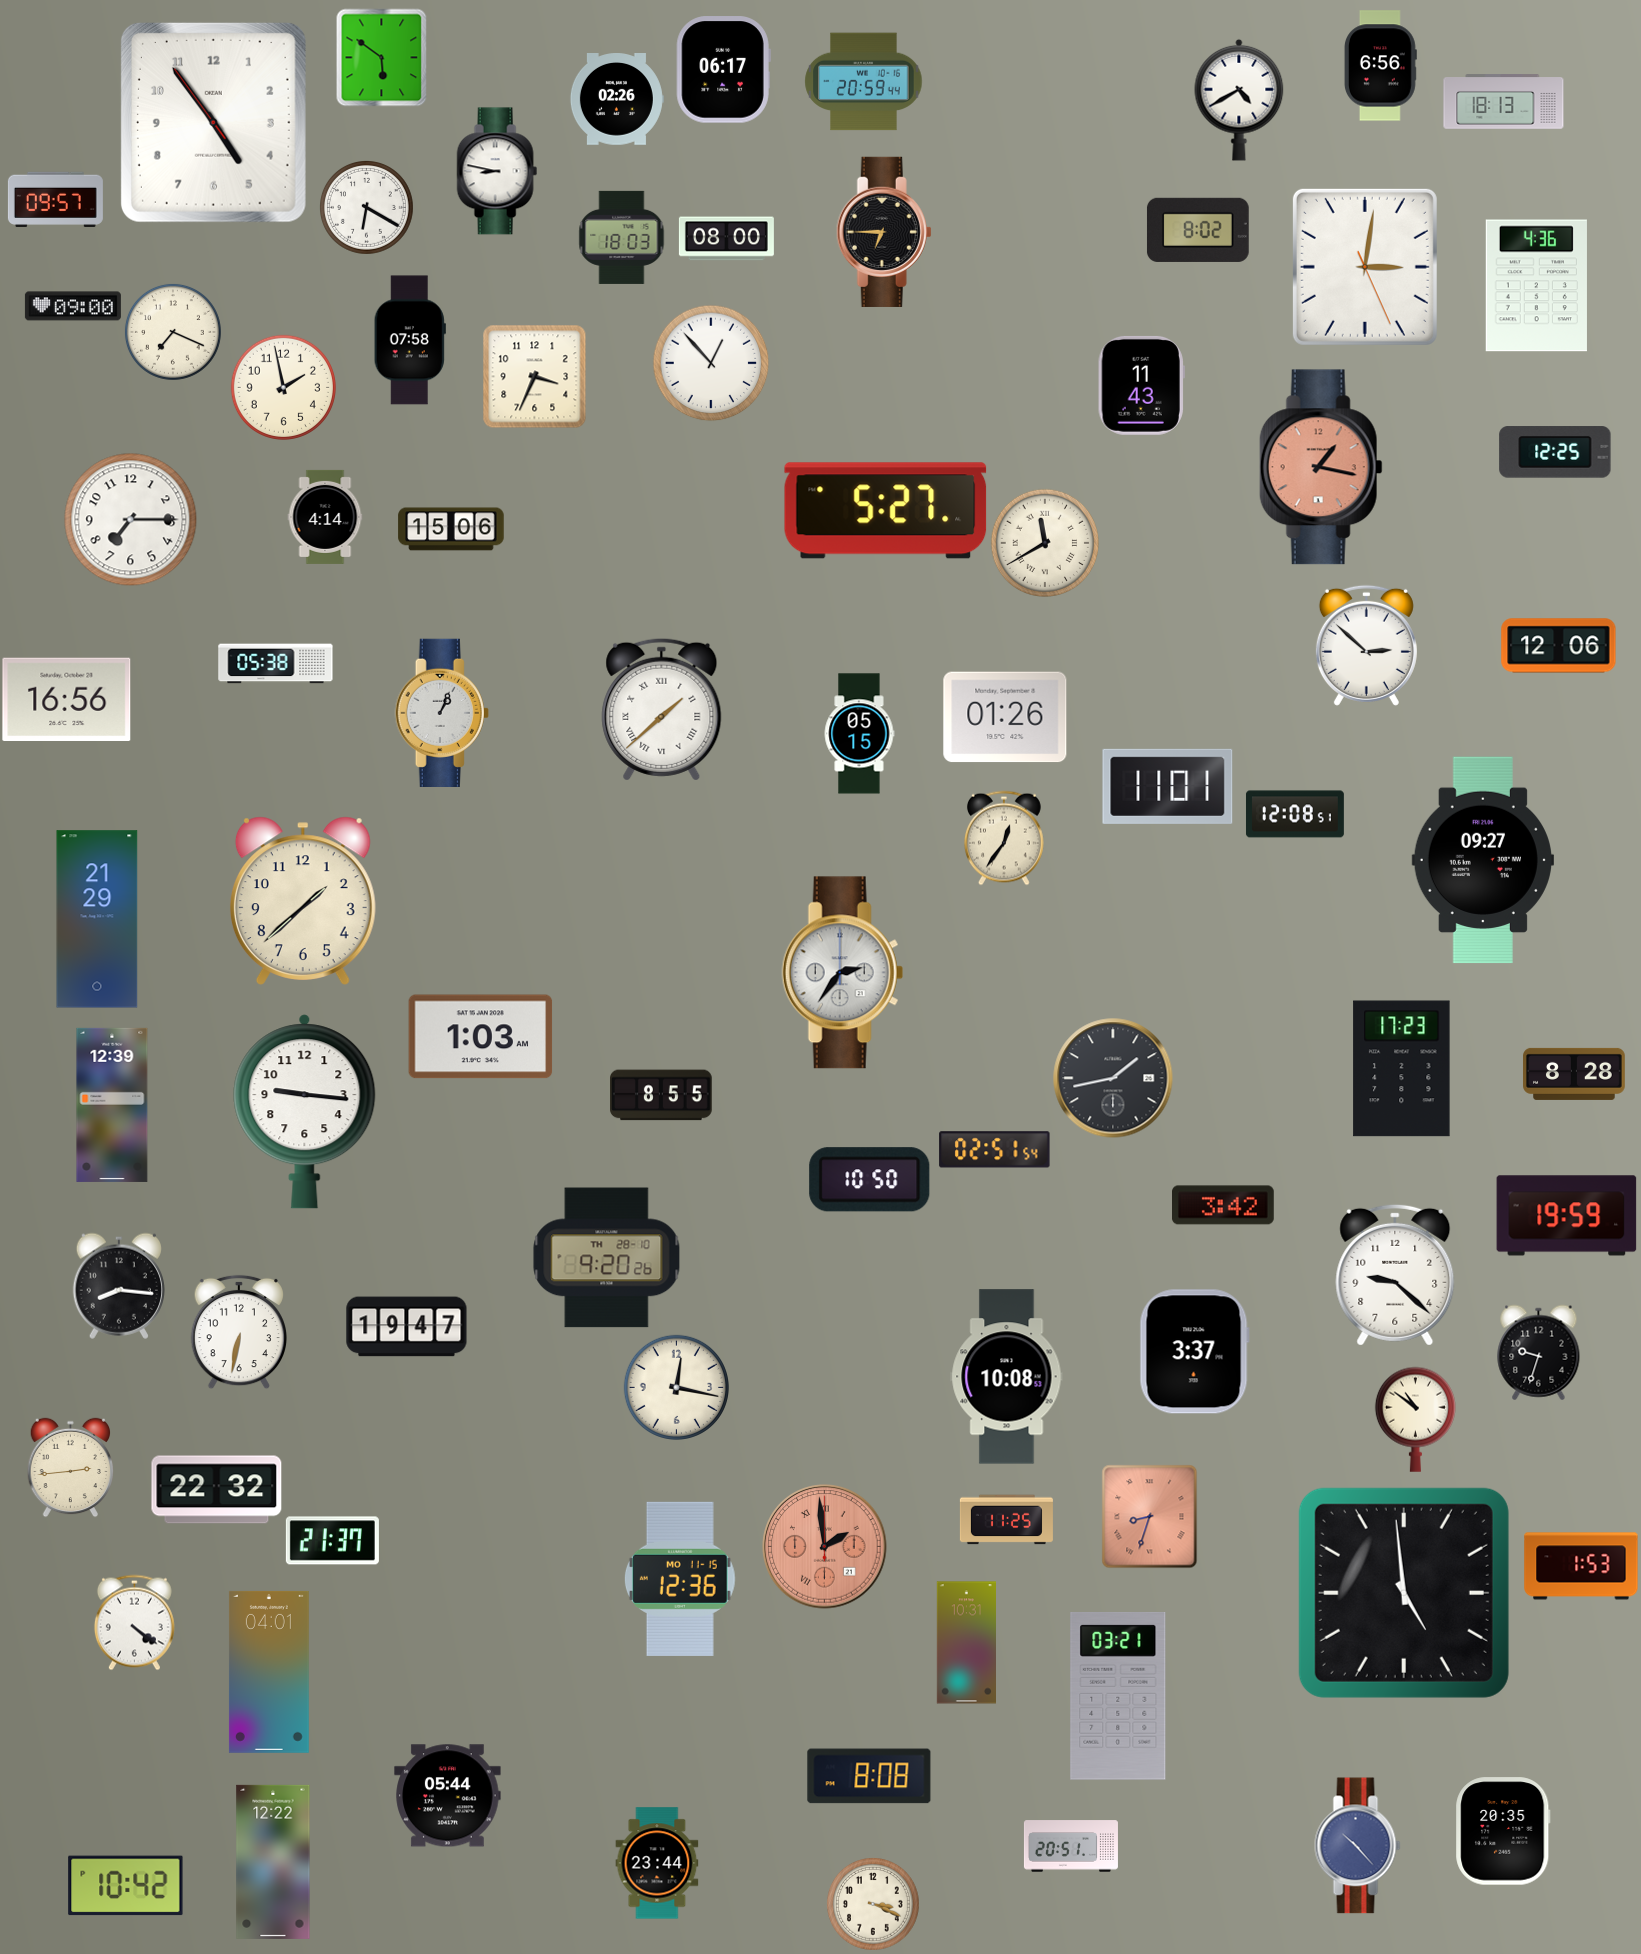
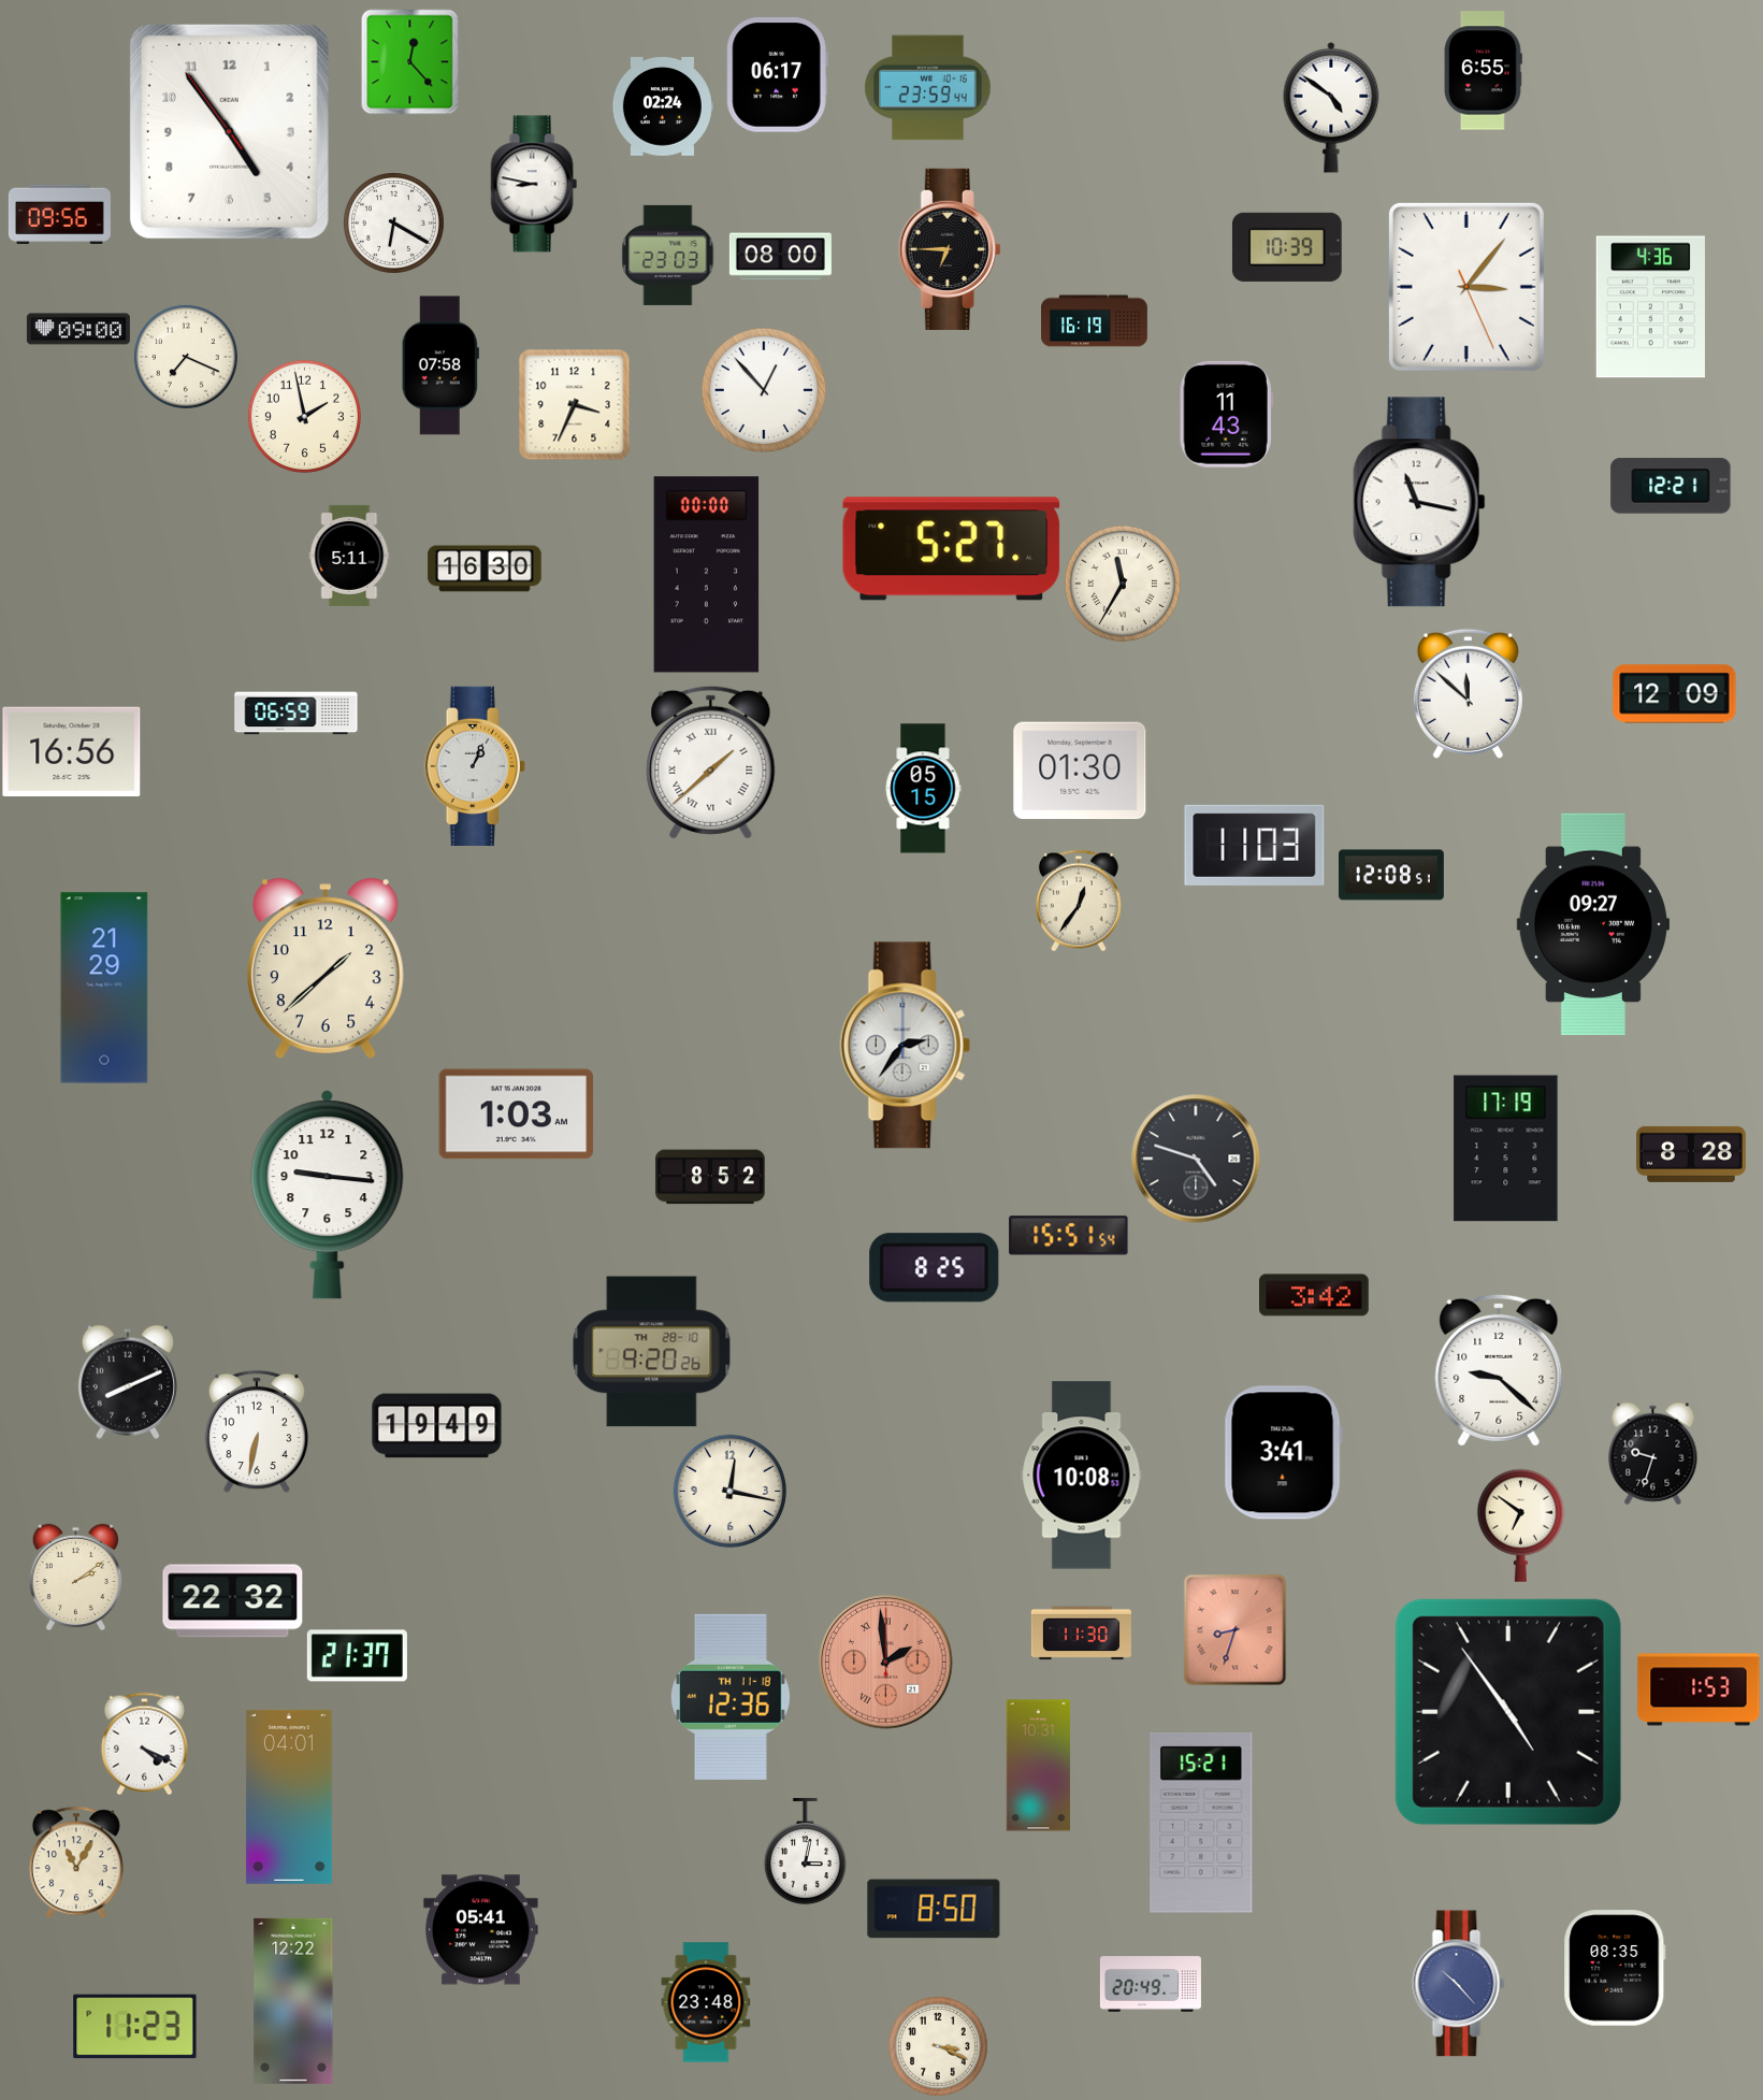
clock at (382, 57): 5:51 -> 12:23
clock at (1380, 66): 6:56 -> 6:55
clock at (864, 82): 20:59 -> 23:59
clock at (617, 100): 02:26 -> 02:24
clock at (1239, 100): 4:40 -> 4:51
clock at (1504, 102): 18:13 -> none
clock at (55, 199): 09:57 -> 09:56
clock at (1198, 230): 8:02 -> 10:39
clock at (622, 237): 18:03 -> 23:03
clock at (1365, 267): 3:01 -> 3:06
clock at (1095, 321): none -> 16:19
clock at (1555, 452): 12:25 -> 12:21
clock at (1321, 467): 1:17 -> 11:17
clock at (1321, 467) dial: salmon -> white
clock at (325, 517): 4:14 -> 5:11
clock at (131, 520): 7:15 -> none
clock at (451, 529): 15:06 -> 16:30
clock at (707, 575): none -> 00:00
clock at (1044, 542): 11:40 -> 11:35
clock at (1366, 645): 2:52 -> 11:52
clock at (1559, 646): 12:06 -> 12:09
clock at (276, 664): 05:38 -> 06:59
clock at (1005, 717): 01:26 -> 01:30
clock at (1168, 786): 11:01 -> 11:03
clock at (1402, 1069): 17:23 -> 17:19
clock at (1113, 1078): 1:43 -> 4:48
clock at (662, 1095): 8:55 -> 8:52
clock at (112, 1105): 12:39 -> none
clock at (995, 1150): 02:51 -> 15:51
clock at (870, 1180): 10:50 -> 8:25
clock at (1567, 1216): 19:59 -> none
clock at (119, 1286): 8:16 -> 8:11
clock at (407, 1327): 19:47 -> 19:49
clock at (1194, 1352): 3:37 -> 3:41
clock at (1007, 1377) position: (1007, 1377) -> (1082, 1476)
clock at (676, 1387) position: (676, 1387) -> (729, 1491)
clock at (1415, 1419): 10:51 -> 6:51
clock at (71, 1467): 2:44 -> 2:09
clock at (1006, 1520): 11:25 -> 11:30
clock at (1581, 1566) position: (1581, 1566) -> (1699, 1689)
clock at (680, 1579) date: MO 11-15 -> TH 11-18
clock at (1404, 1593): 4:59 -> 4:54
clock at (134, 1622): 4:21 -> 4:19
clock at (1118, 1697): 03:21 -> 15:21
clock at (805, 1851): none -> 3:02
clock at (76, 1862): none -> 11:05
clock at (869, 1776): 8:08 -> 8:50
clock at (448, 1796): 05:44 -> 05:41
clock at (1503, 1831): 20:35 -> 08:35
clock at (1071, 1846): 20:51 -> 20:49
clock at (657, 1863): 23:44 -> 23:48
clock at (126, 1886): 10:42 -> 11:23
